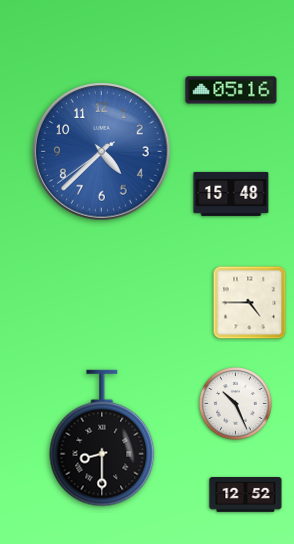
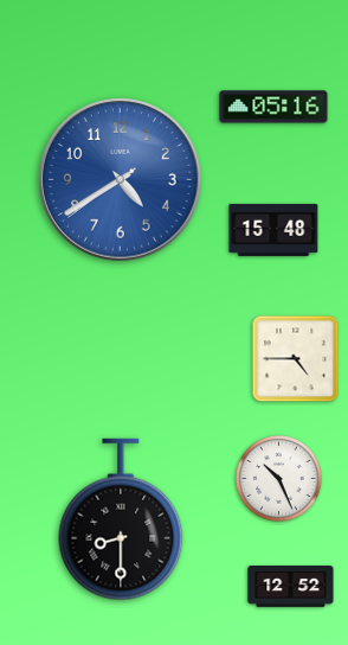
clock at (102, 152): 4:37 -> 4:39
